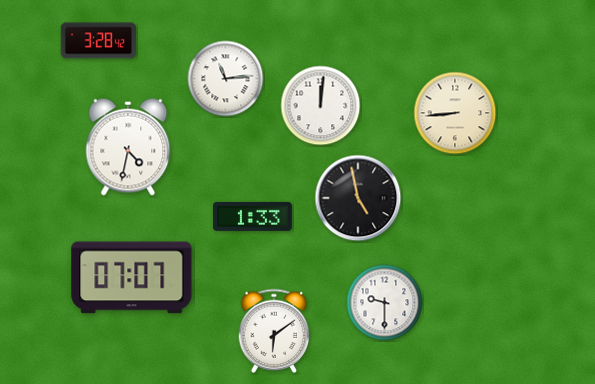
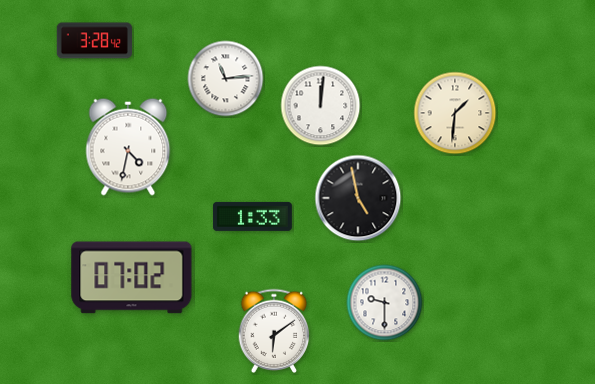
clock at (98, 41) position: (98, 41) -> (94, 41)
clock at (455, 113): 8:44 -> 1:31
clock at (132, 278): 07:07 -> 07:02
